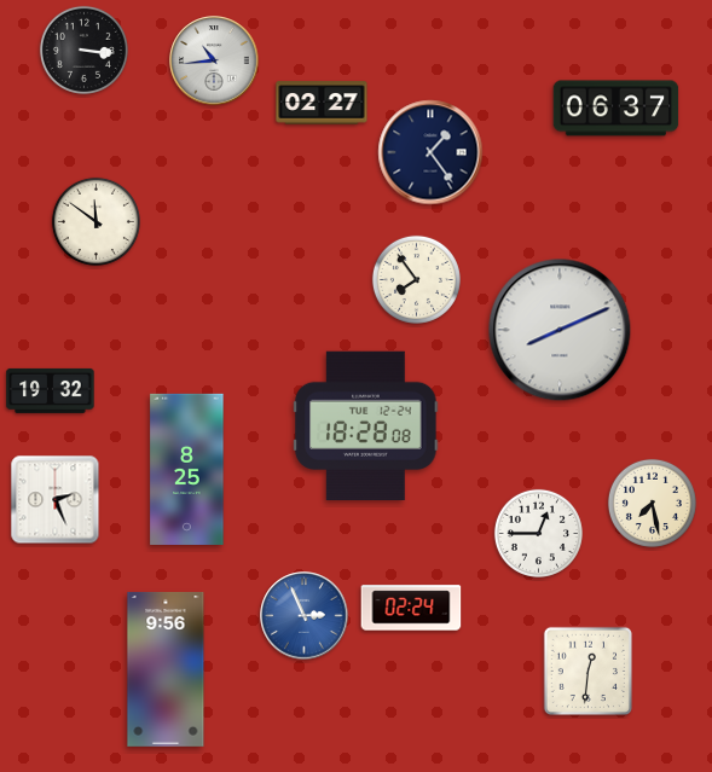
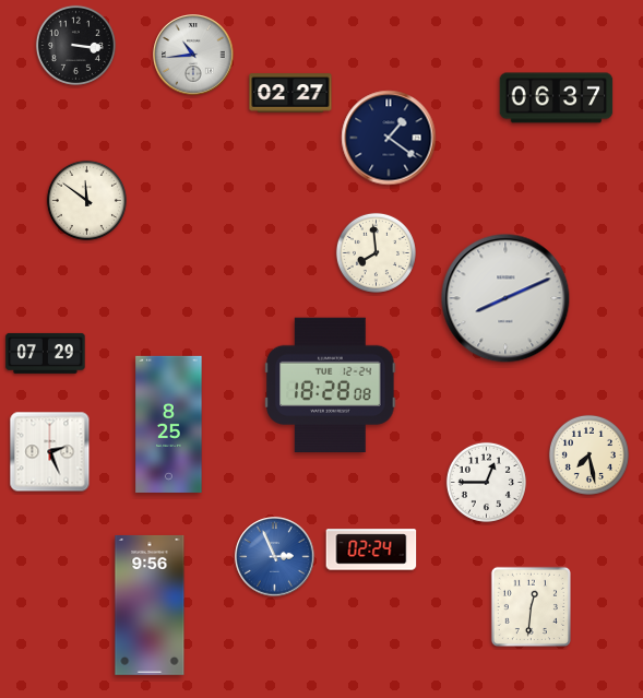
clock at (430, 152): 1:24 -> 1:21
clock at (416, 279): 7:54 -> 7:59
clock at (51, 390): 19:32 -> 07:29
